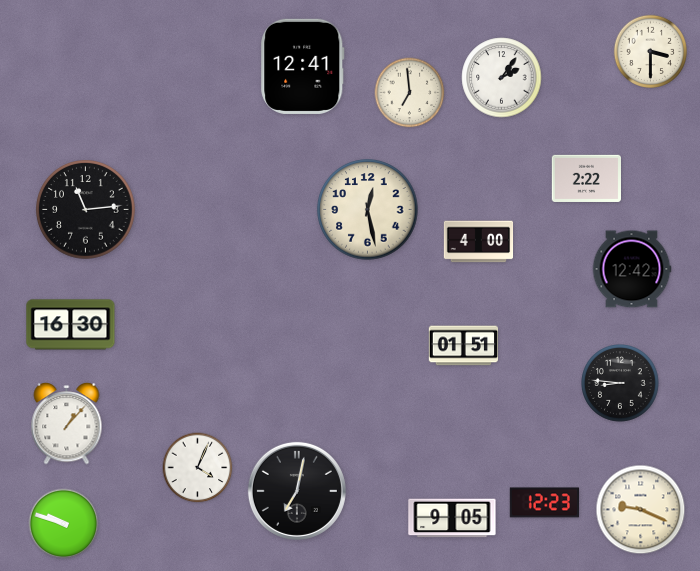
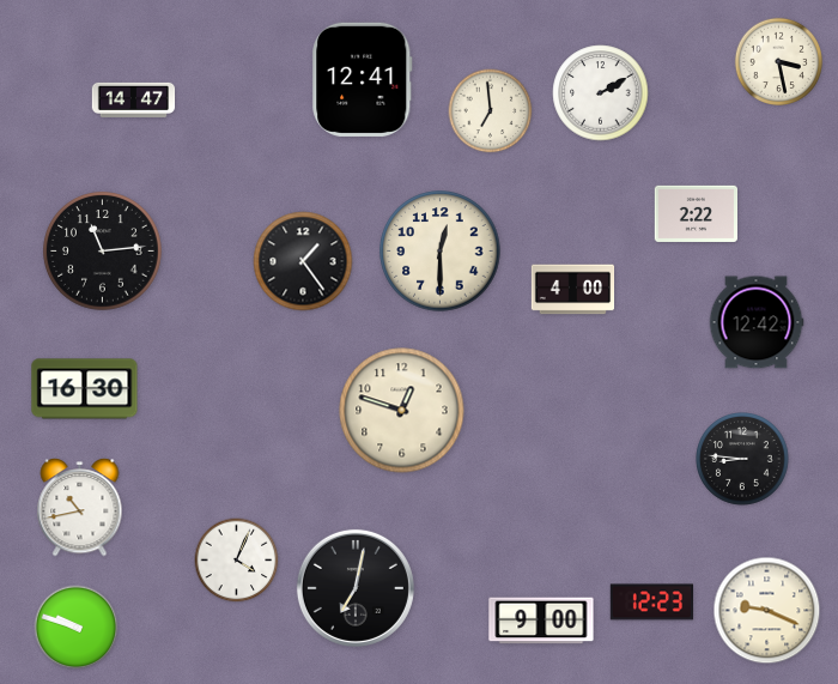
clock at (650, 51): 3:30 -> 3:28
clock at (502, 78): 2:06 -> 2:10
clock at (134, 99): none -> 14:47
clock at (586, 178) position: (586, 178) -> (696, 213)
clock at (368, 210): 12:28 -> 12:30
clock at (303, 261): none -> 1:24
clock at (402, 411): none -> 12:48
clock at (464, 346): 01:51 -> none
clock at (67, 424): 1:07 -> 10:43
clock at (452, 518): 9:05 -> 9:00
